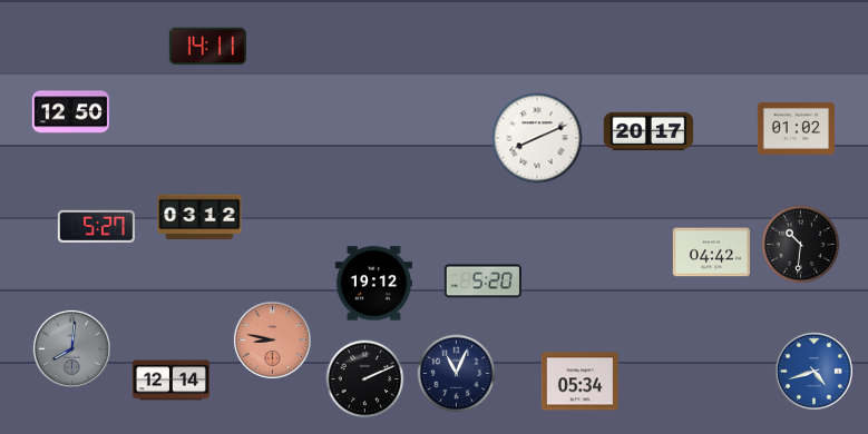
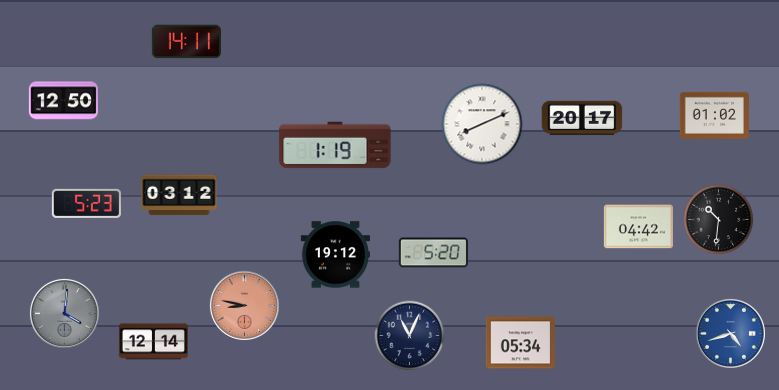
clock at (335, 145): none -> 1:19
clock at (96, 226): 5:27 -> 5:23
clock at (71, 348): 8:01 -> 4:01
clock at (365, 379): 2:11 -> none
